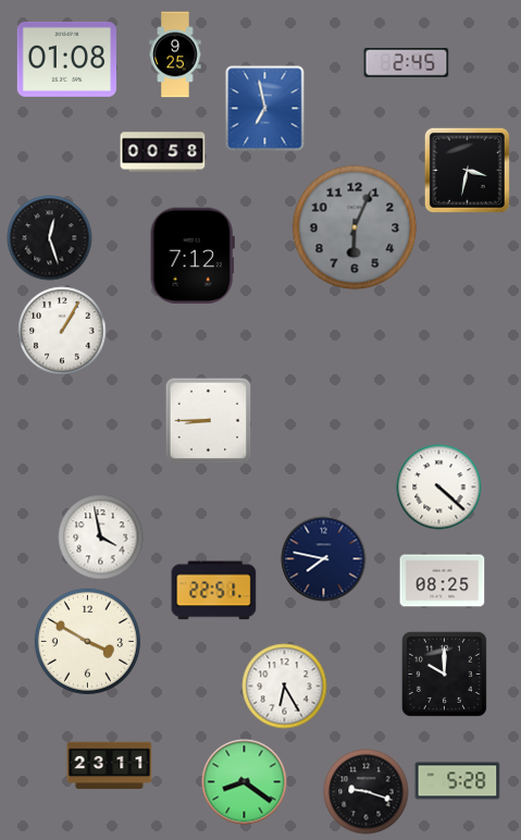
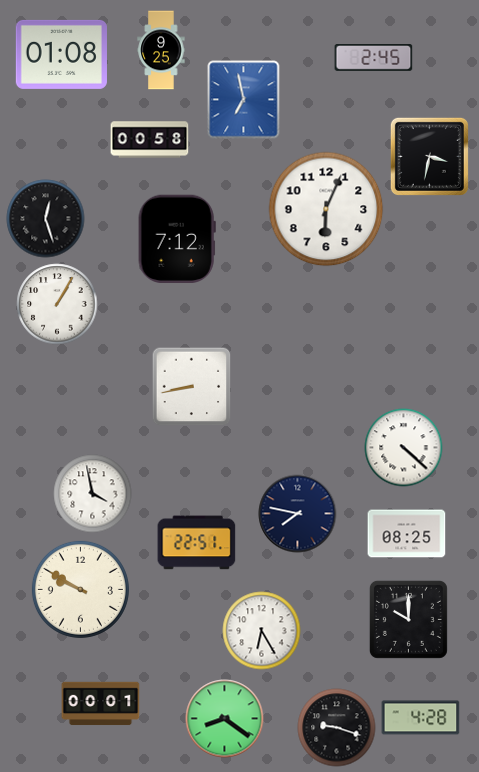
clock at (355, 227) dial: grey -> white
clock at (193, 255) position: (193, 255) -> (177, 238)
clock at (208, 420): 8:45 -> 8:43
clock at (87, 641): 3:50 -> 9:50
clock at (109, 766): 23:11 -> 00:01
clock at (457, 781): 5:28 -> 4:28
